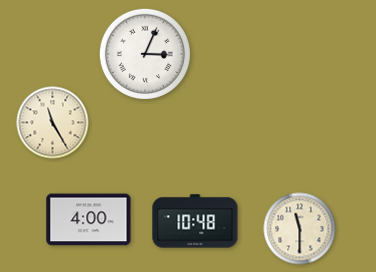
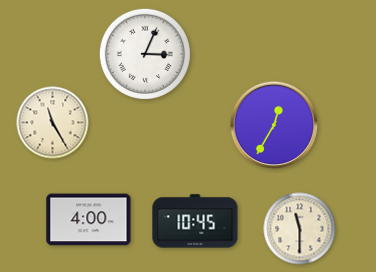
clock at (274, 125): none -> 12:35
clock at (195, 221): 10:48 -> 10:45
